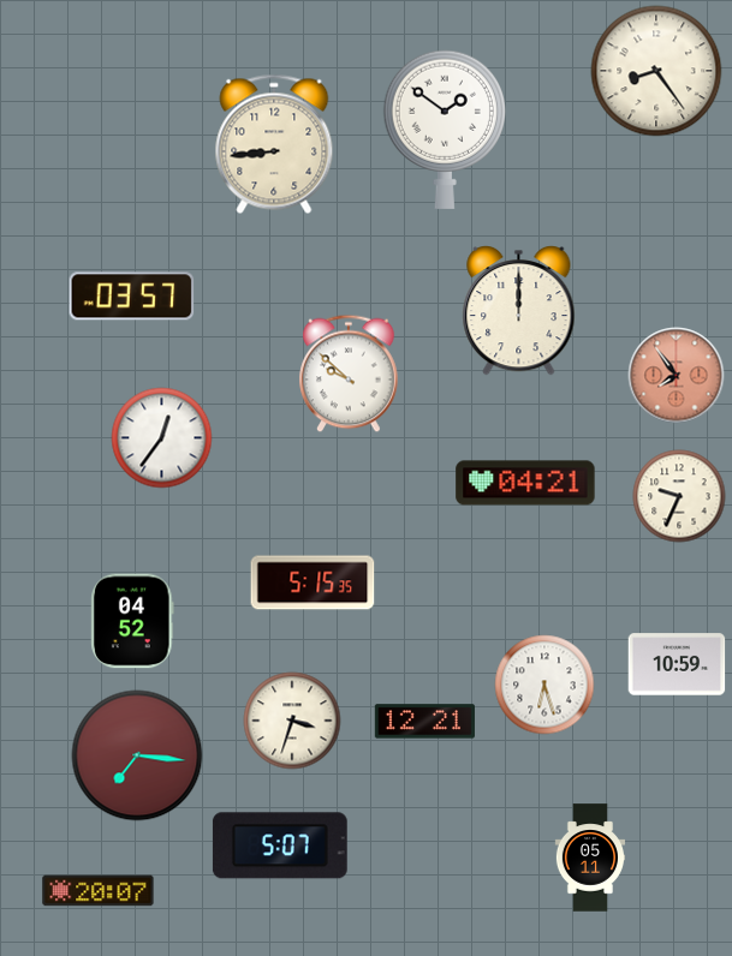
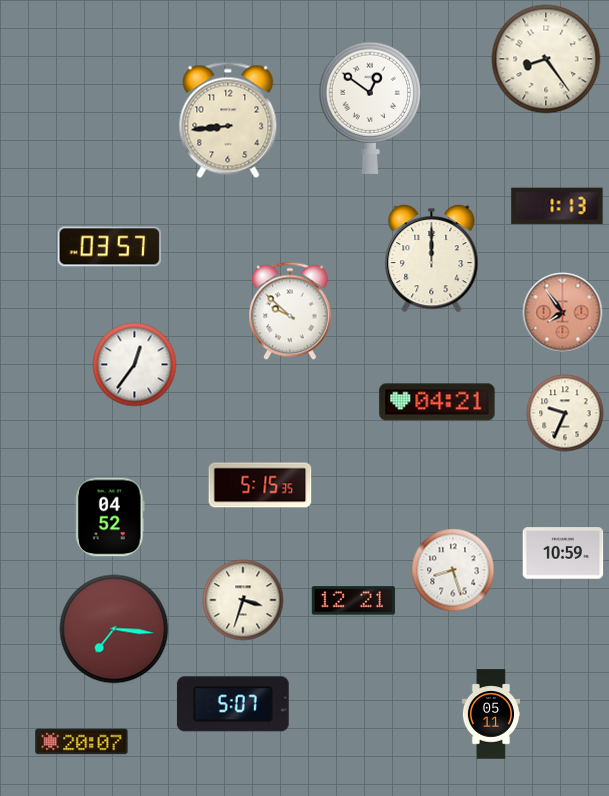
clock at (445, 130): 1:51 -> 12:51
clock at (557, 206): none -> 1:13
clock at (544, 685): 6:27 -> 8:27
